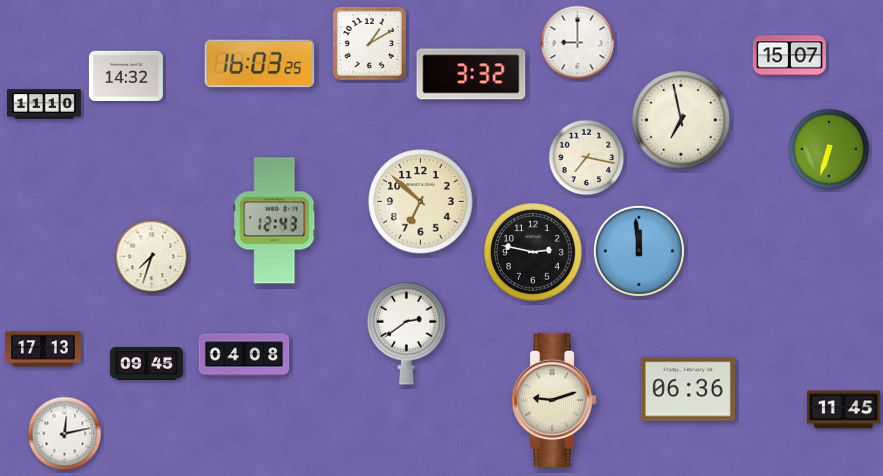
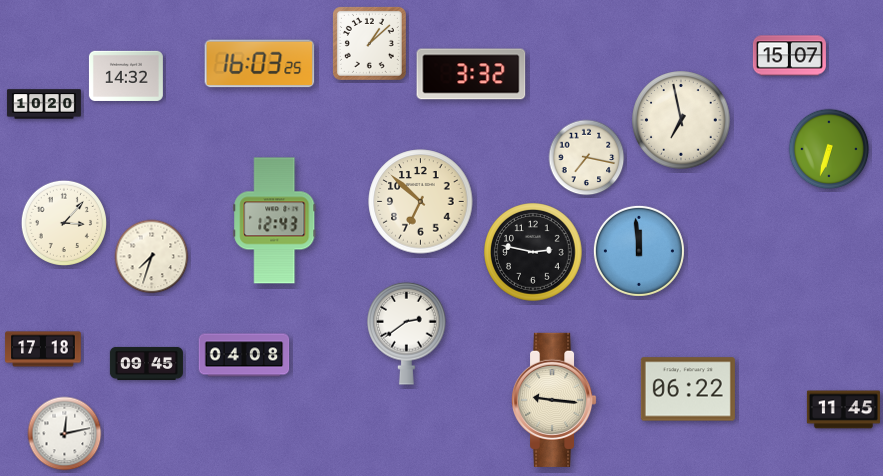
clock at (369, 43): 1:10 -> 1:08
clock at (578, 43): 9:00 -> none
clock at (44, 104): 11:10 -> 10:20
clock at (63, 222): none -> 3:07
clock at (43, 349): 17:13 -> 17:18
clock at (688, 389): 06:36 -> 06:22
clock at (554, 400): 9:12 -> 9:16
